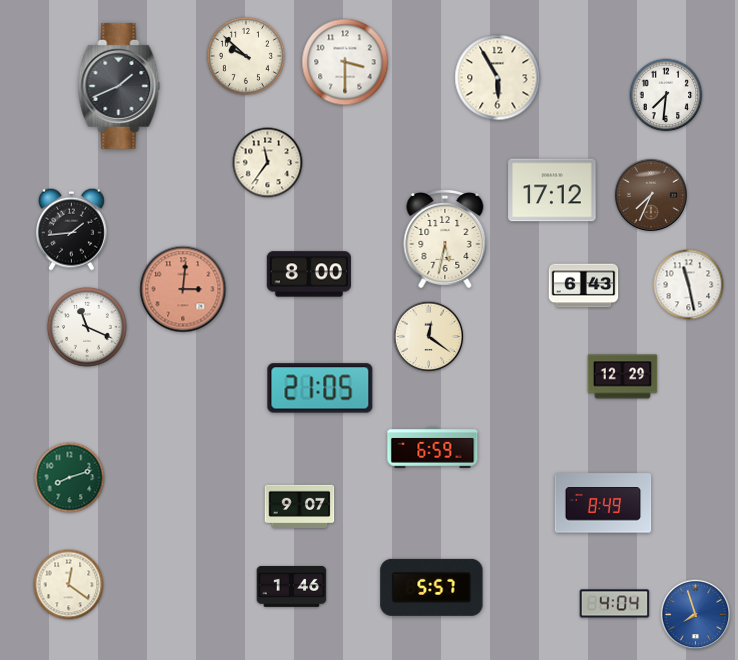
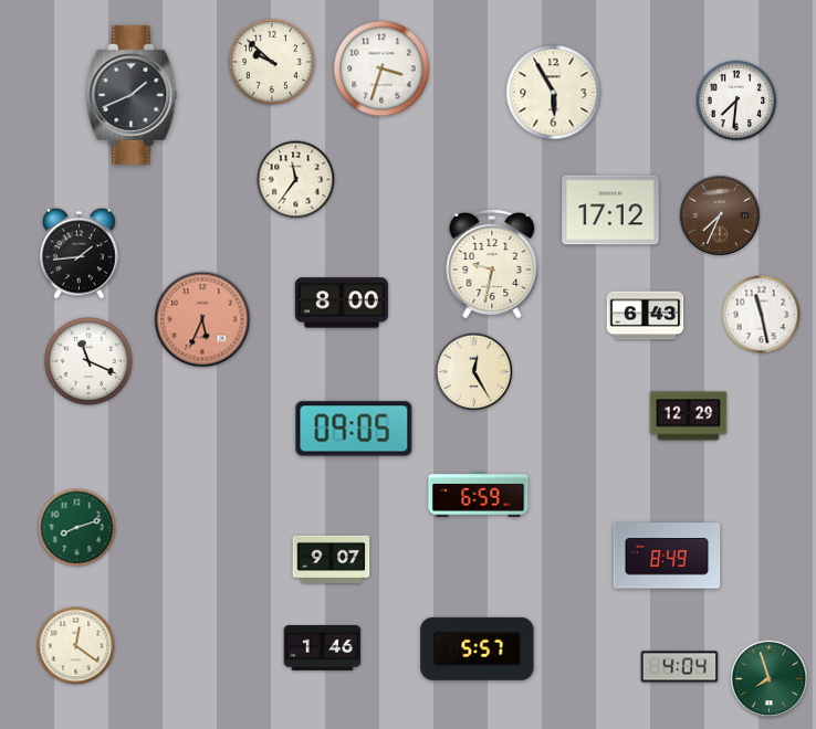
clock at (345, 62): 3:30 -> 3:33
clock at (498, 78) position: (498, 78) -> (554, 93)
clock at (666, 95) position: (666, 95) -> (736, 101)
clock at (445, 240): 5:32 -> 9:32
clock at (183, 289): 3:01 -> 5:34
clock at (87, 327) position: (87, 327) -> (88, 361)
clock at (429, 337): 12:21 -> 12:25
clock at (320, 388): 21:05 -> 09:05
clock at (696, 615) dial: blue -> green
